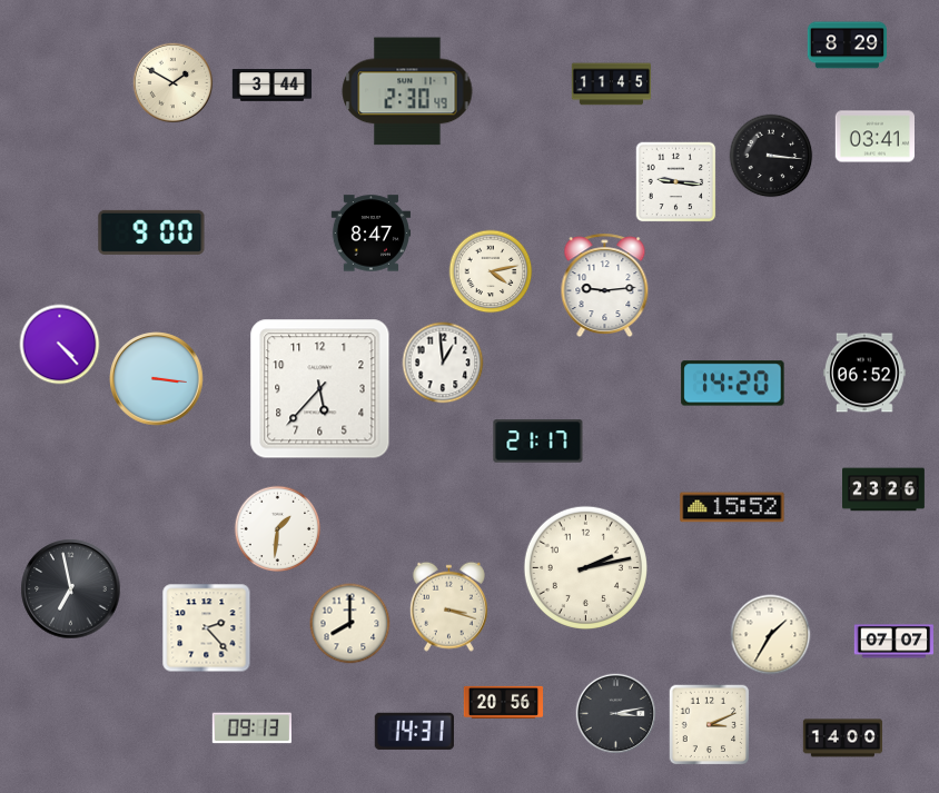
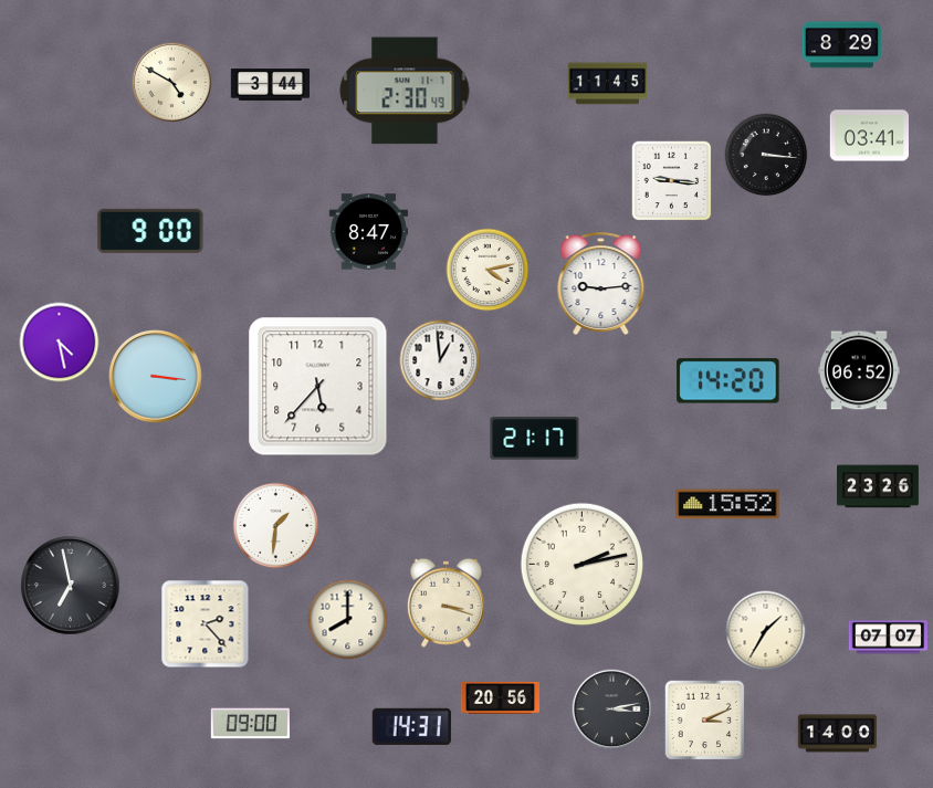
clock at (174, 83): 1:50 -> 4:50
clock at (60, 345): 4:23 -> 4:28
clock at (251, 728): 09:13 -> 09:00
